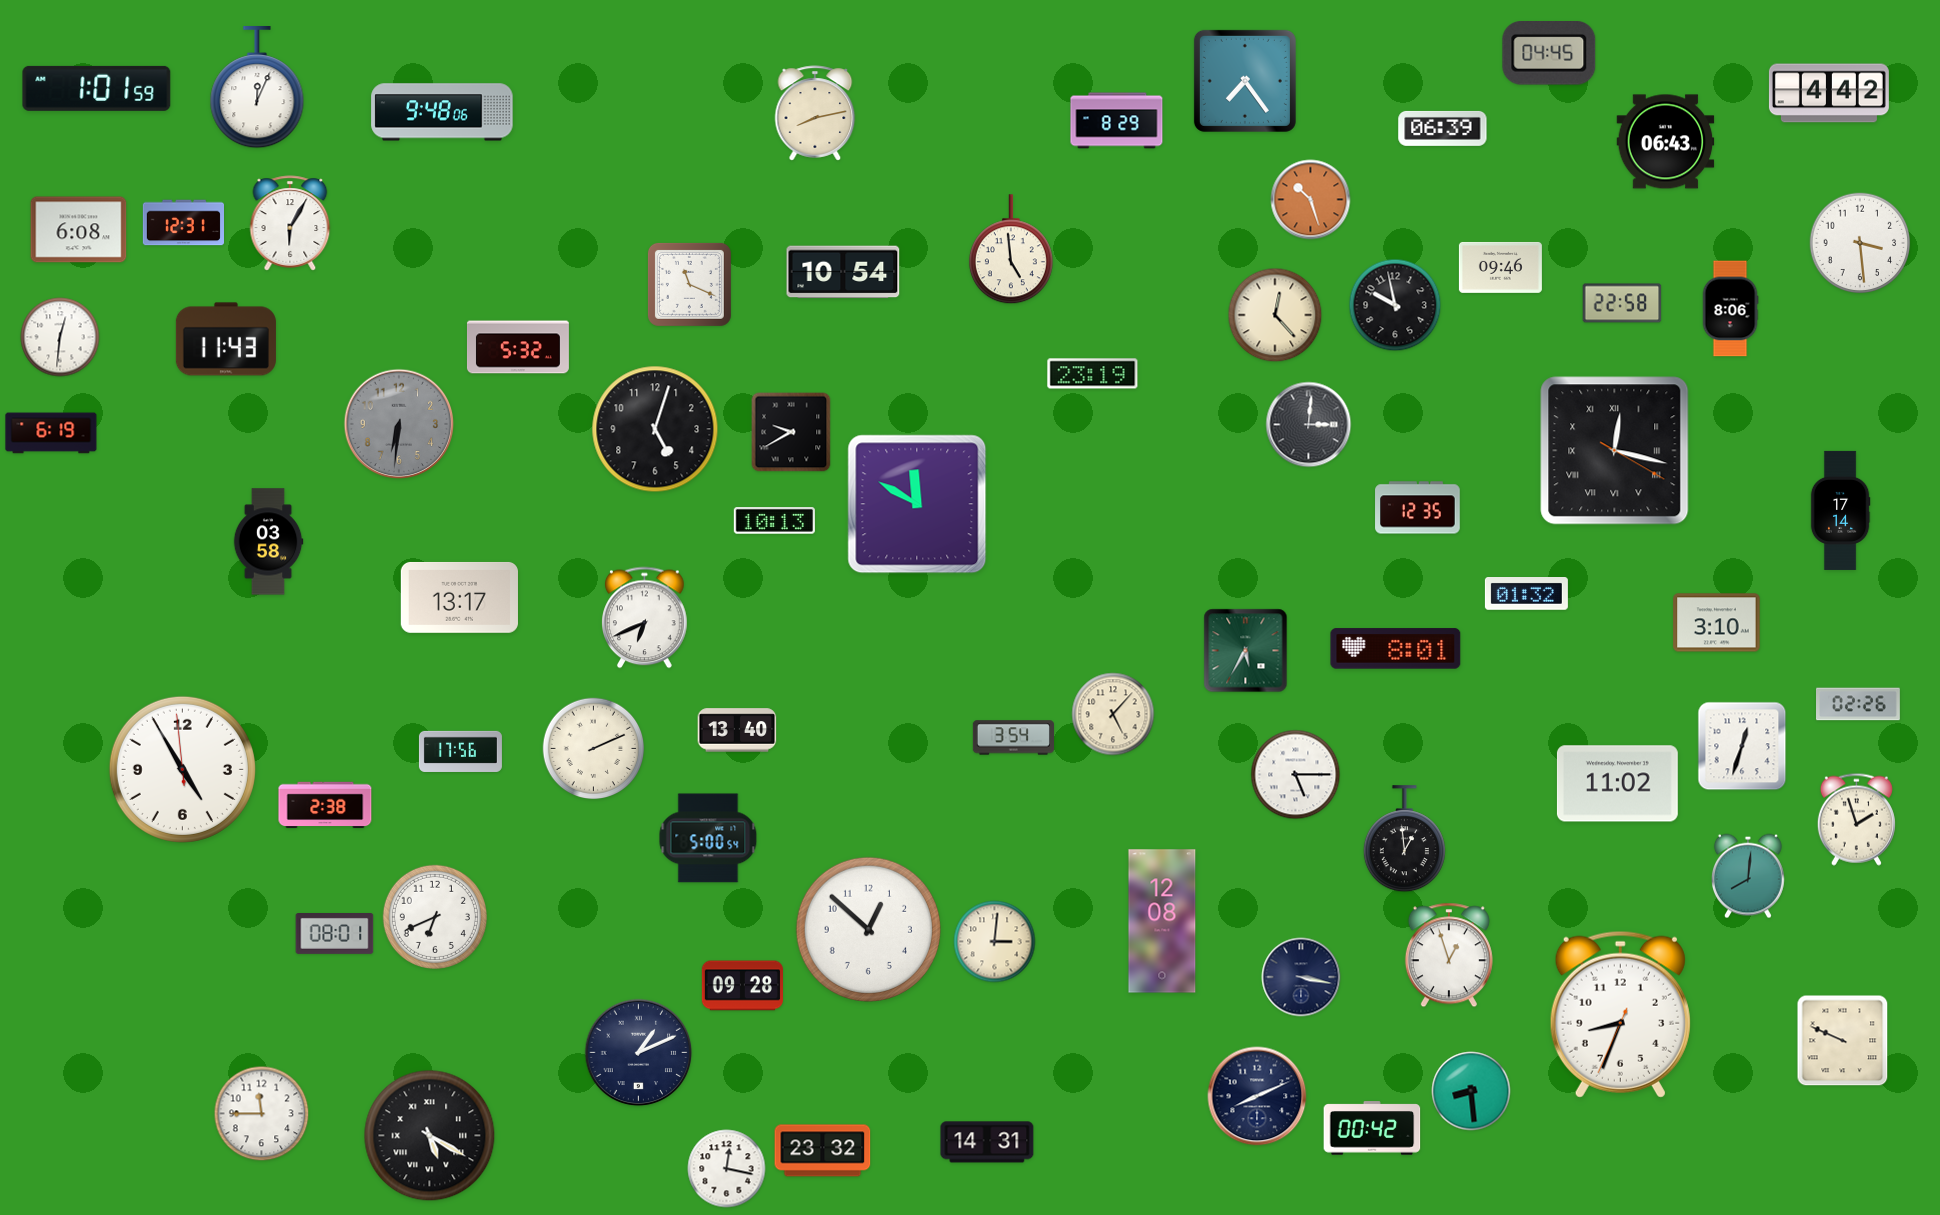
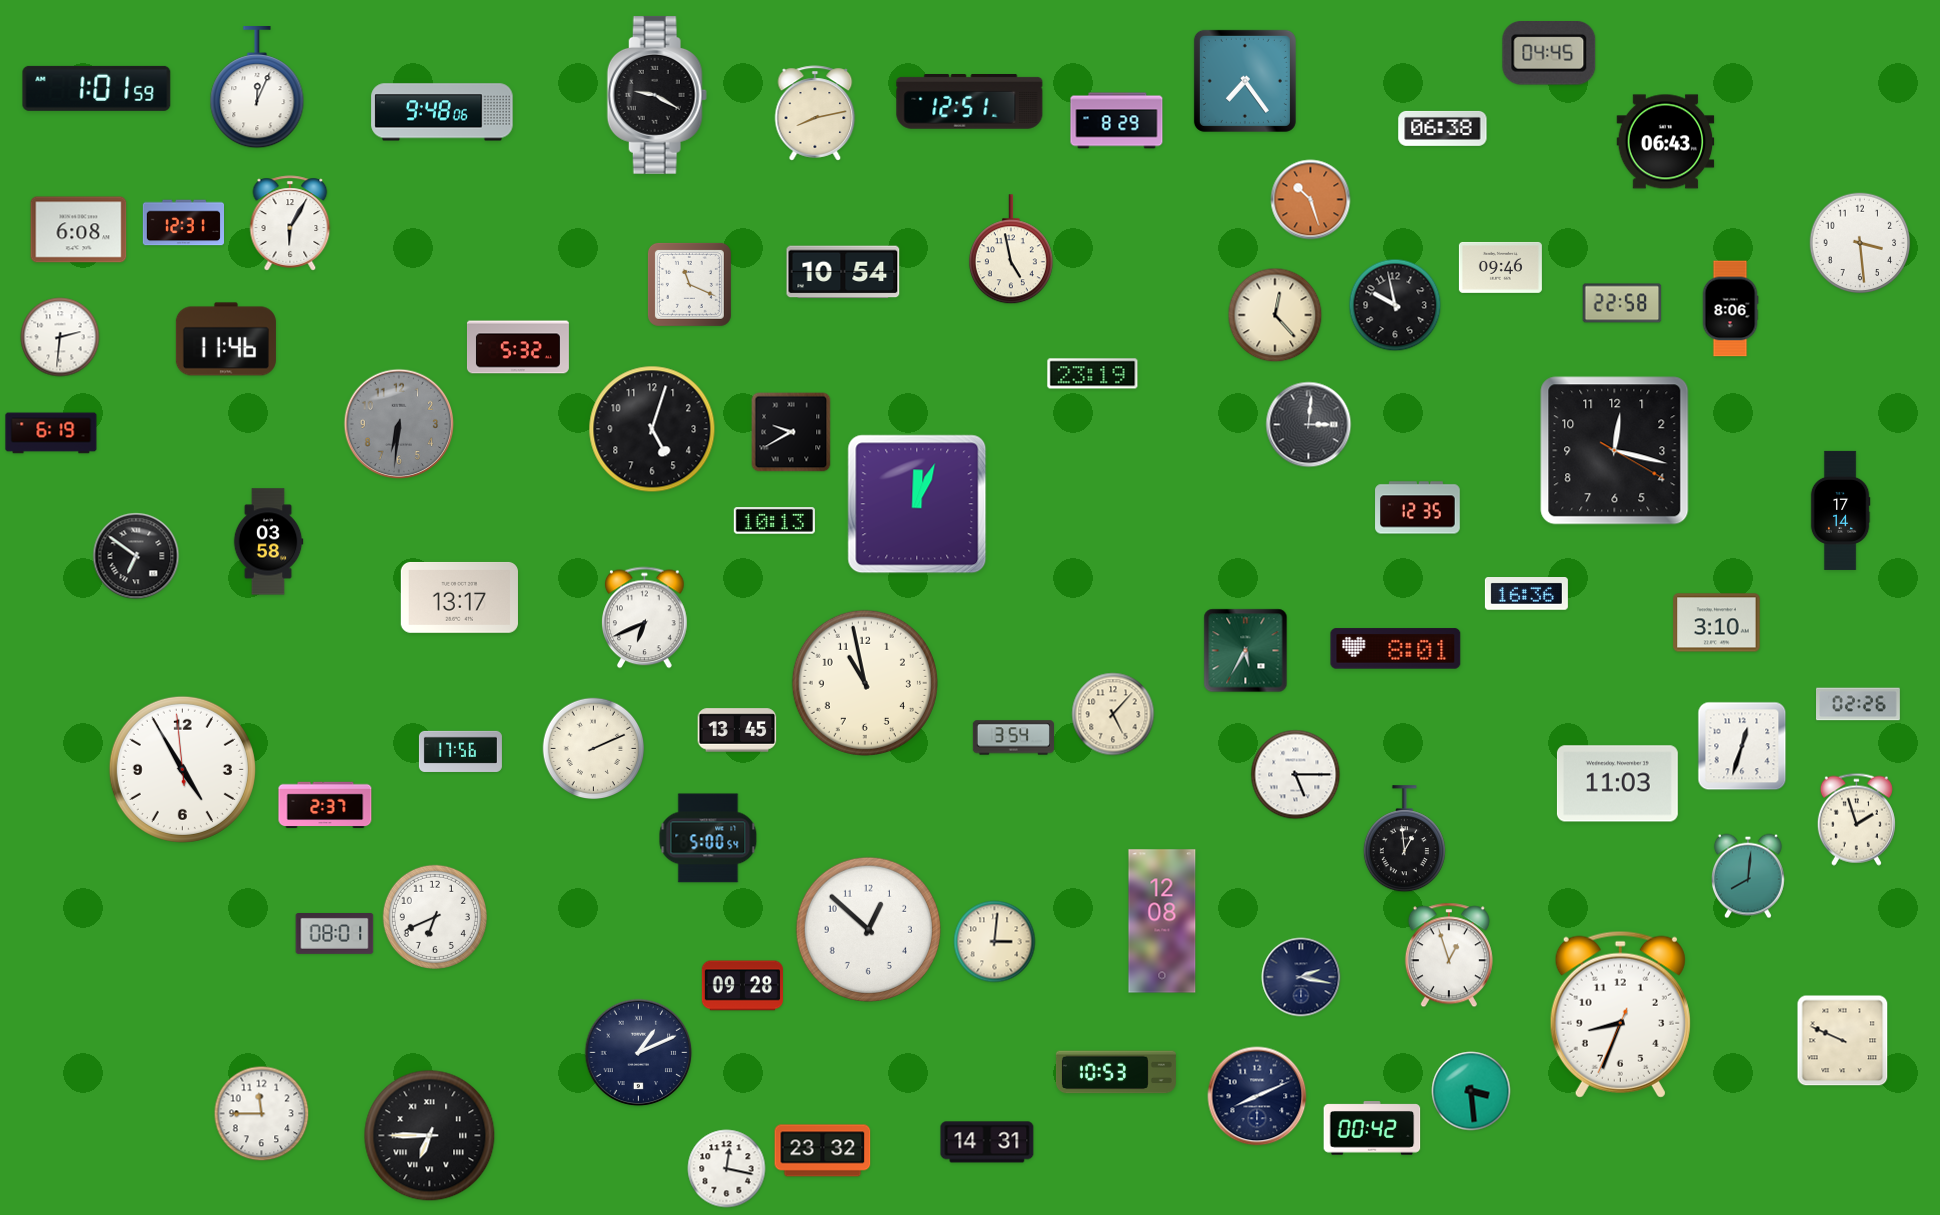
clock at (1829, 93): 4:42 -> none
clock at (657, 95): none -> 9:20
clock at (970, 102): none -> 12:51
clock at (1443, 128): 06:39 -> 06:38
clock at (1011, 250): 4:59 -> 4:58
clock at (60, 337): 12:31 -> 2:31
clock at (226, 339): 11:43 -> 11:46
clock at (655, 429) position: (655, 429) -> (652, 429)
clock at (1615, 451) numerals: Roman -> Arabic
clock at (917, 504): 11:50 -> 12:04
clock at (136, 556): none -> 6:51
clock at (1526, 594): 01:32 -> 16:36
clock at (865, 683): none -> 10:58
clock at (737, 730): 13:40 -> 13:45
clock at (1617, 784): 11:02 -> 11:03
clock at (325, 805): 2:38 -> 2:37
clock at (1301, 977): 3:17 -> 2:17
clock at (1116, 1072): none -> 10:53
clock at (1471, 1091): 8:29 -> 3:29
clock at (430, 1136): 5:20 -> 6:45
